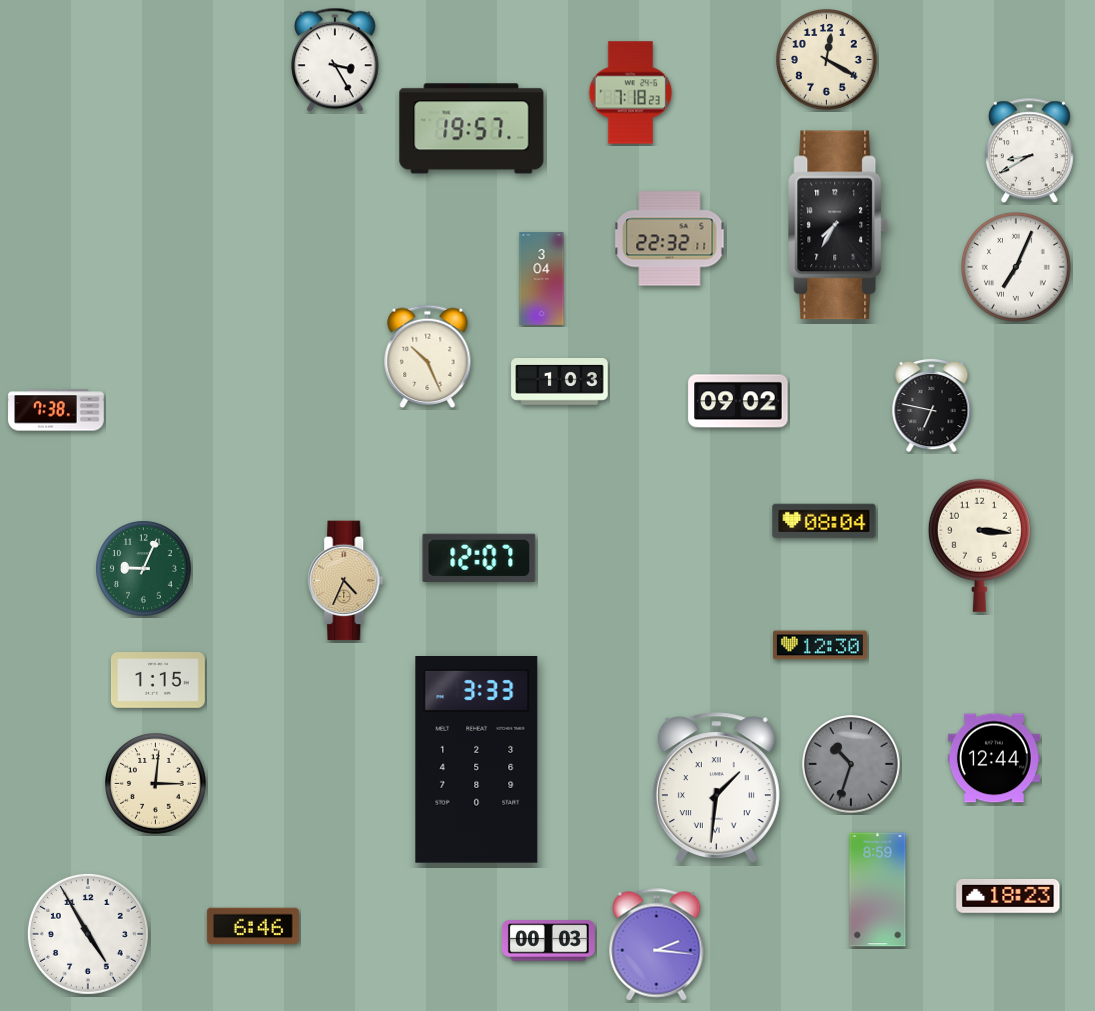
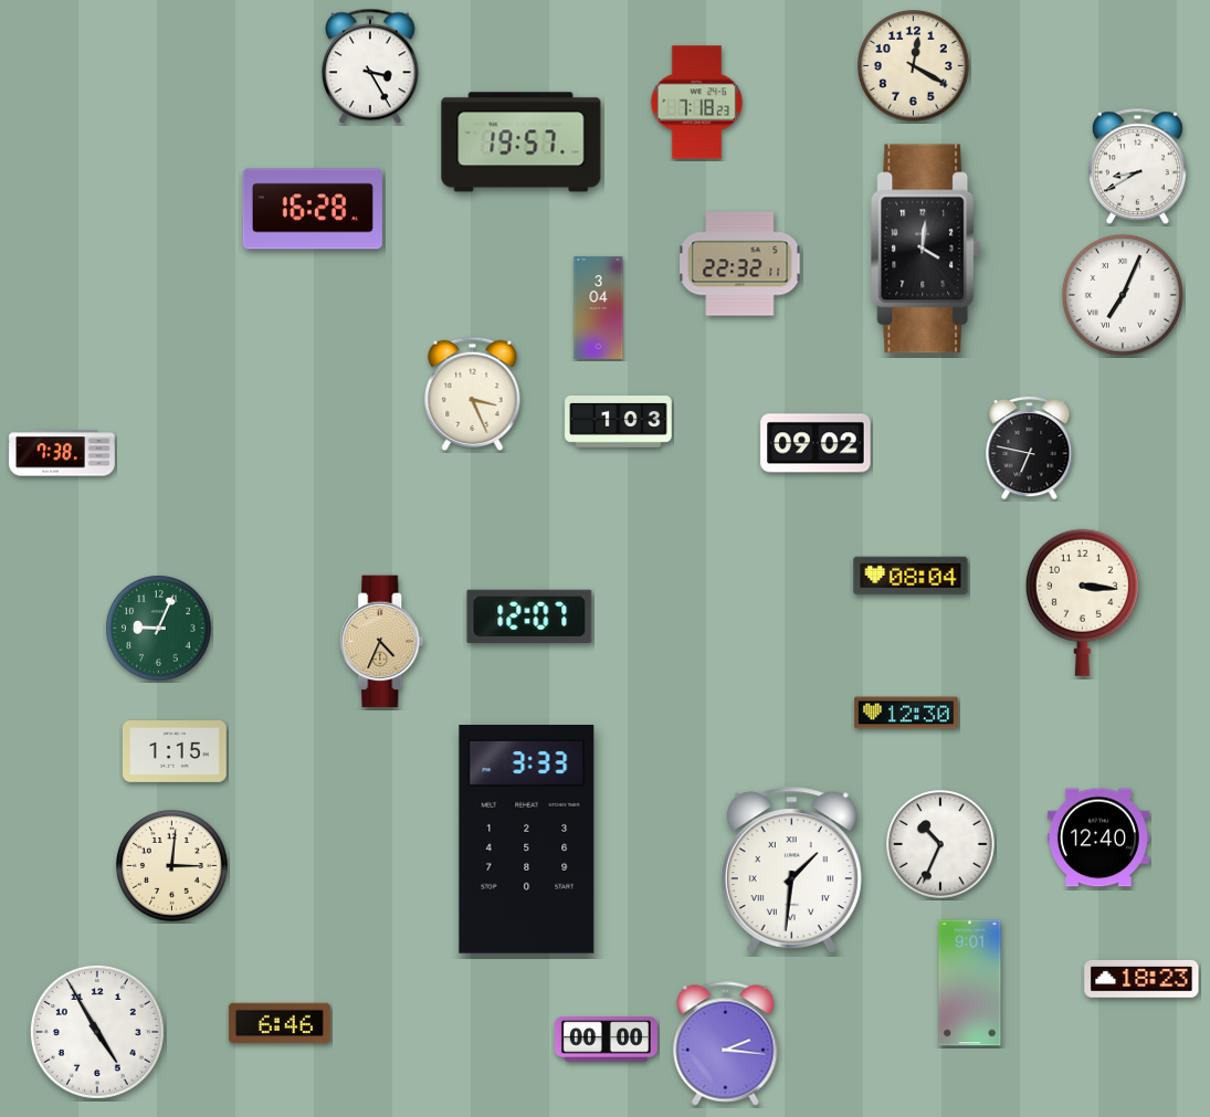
clock at (313, 209): none -> 16:28
clock at (838, 225): 7:35 -> 4:01
clock at (428, 356): 10:26 -> 3:26
clock at (994, 758): 12:44 -> 12:40
clock at (851, 764): 10:33 -> 10:34
clock at (851, 764) dial: grey -> white
clock at (878, 890): 8:59 -> 9:01
clock at (1008, 896) position: (1008, 896) -> (1141, 979)
clock at (548, 941): 00:03 -> 00:00
